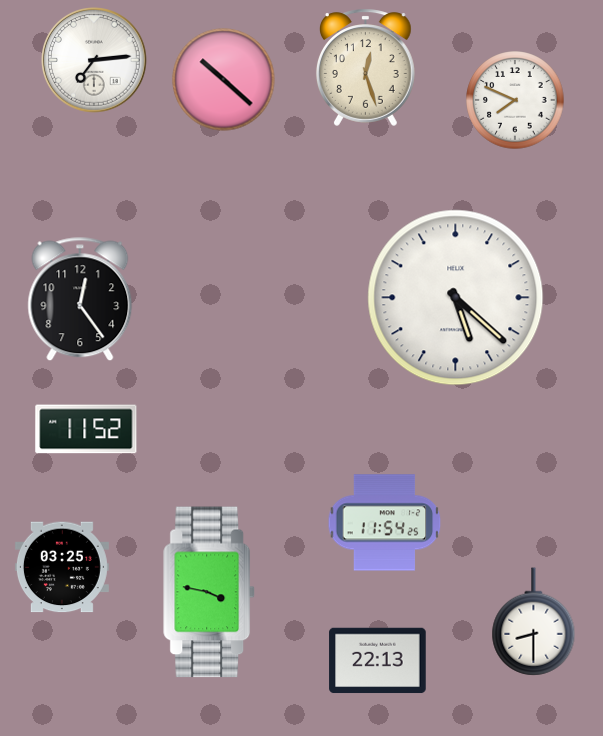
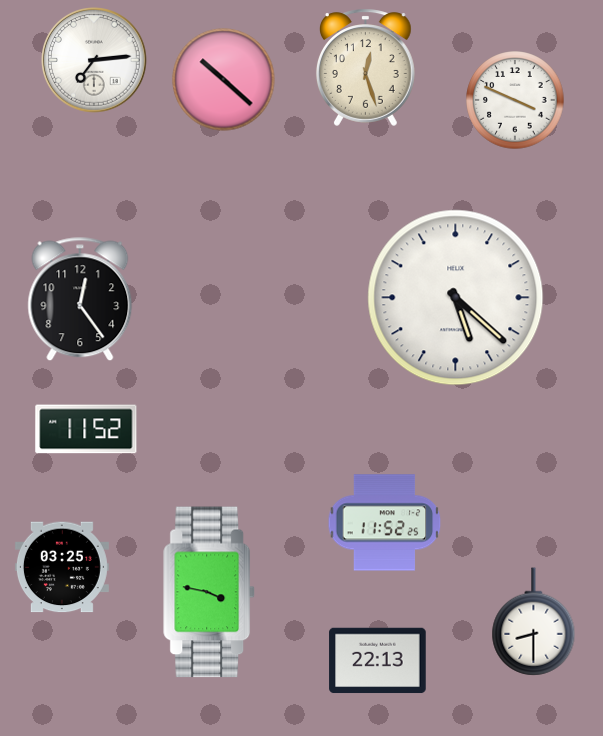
clock at (515, 100): 7:49 -> 3:49
clock at (385, 523): 11:54 -> 11:52
